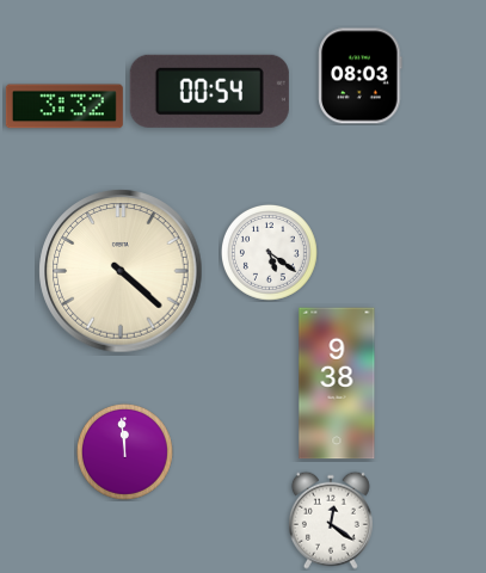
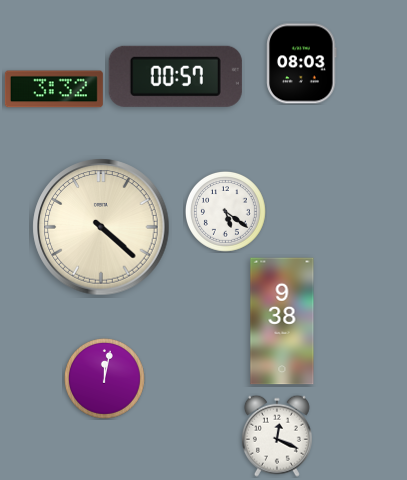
clock at (209, 91): 00:54 -> 00:57
clock at (124, 451): 11:59 -> 12:02
clock at (331, 520): 12:21 -> 12:19
